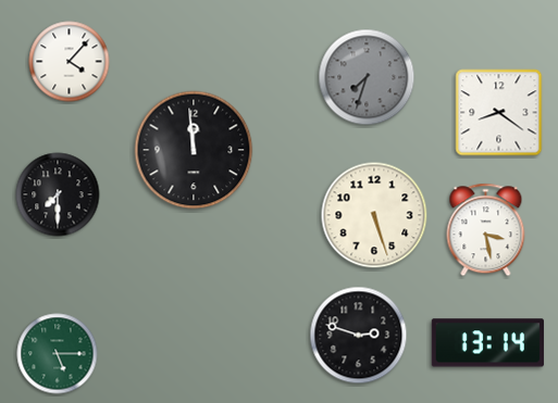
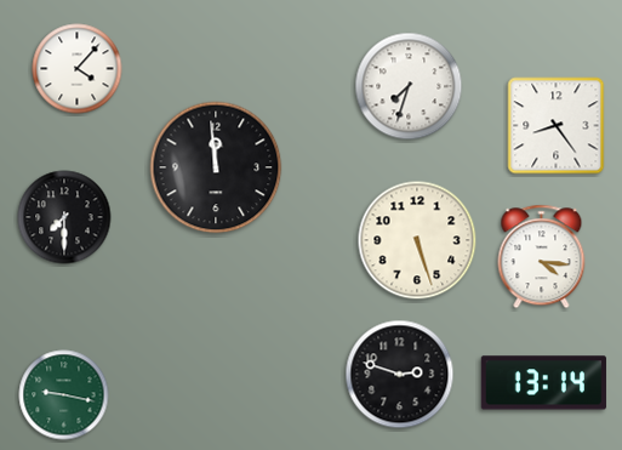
clock at (367, 77) dial: grey -> white
clock at (499, 113): 8:21 -> 8:24
clock at (486, 230): 3:28 -> 4:16
clock at (58, 354): 5:15 -> 9:17
